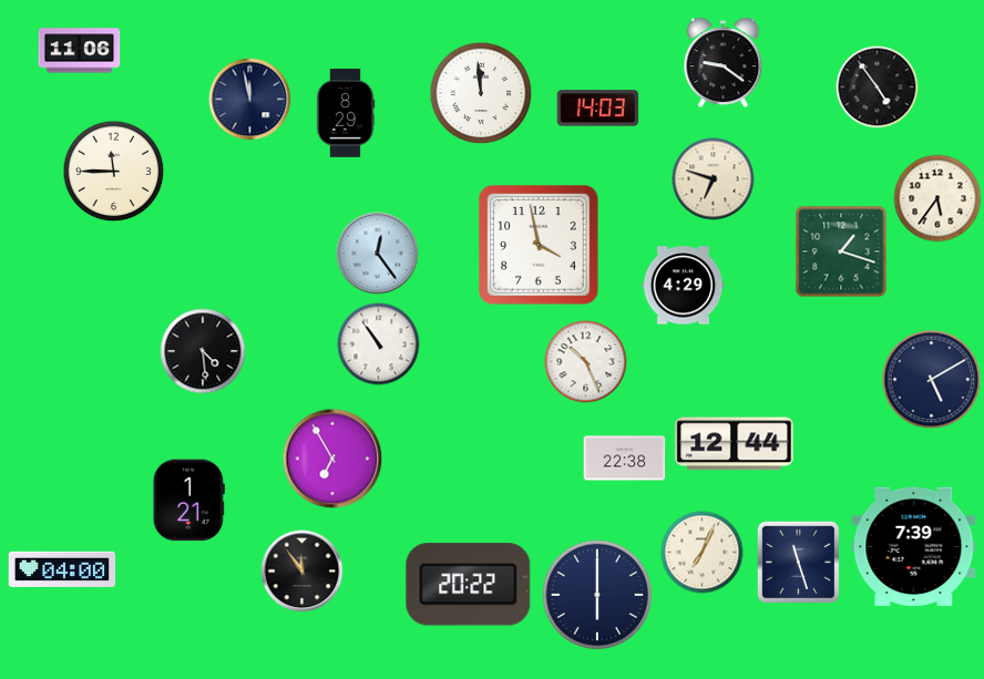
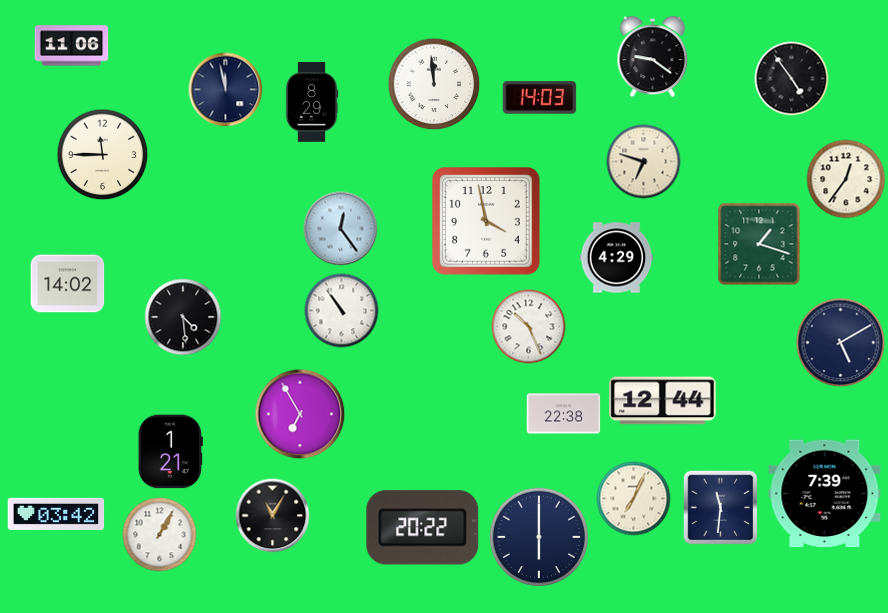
clock at (937, 198): 5:36 -> 12:36
clock at (841, 251) position: (841, 251) -> (759, 244)
clock at (68, 284): none -> 14:02
clock at (799, 563): 11:27 -> 11:31
clock at (62, 569): 04:00 -> 03:42
clock at (303, 572): 11:54 -> 11:05
clock at (160, 535): none -> 1:05
